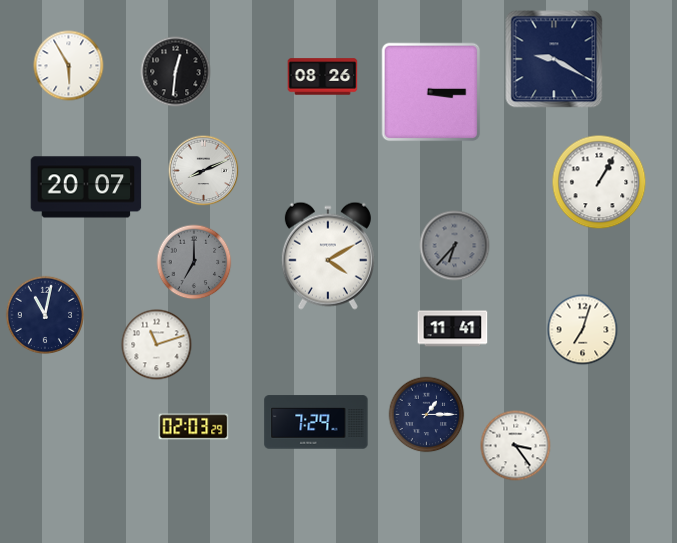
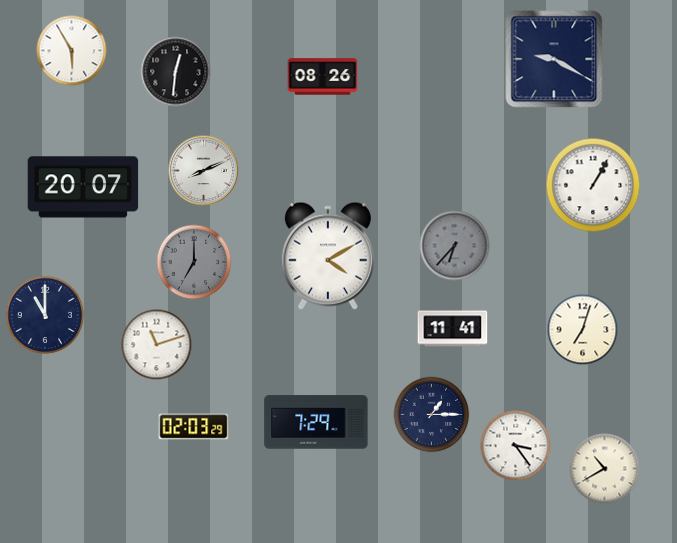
clock at (69, 66) position: (69, 66) -> (72, 51)
clock at (431, 92): 3:15 -> none
clock at (599, 182) position: (599, 182) -> (593, 185)
clock at (86, 187) position: (86, 187) -> (83, 187)
clock at (44, 314): 11:02 -> 11:00
clock at (427, 415) position: (427, 415) -> (432, 415)
clock at (605, 469): none -> 10:40
